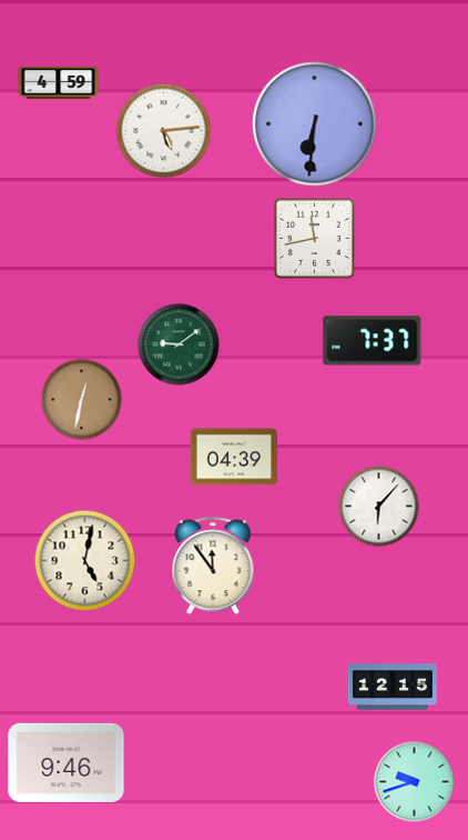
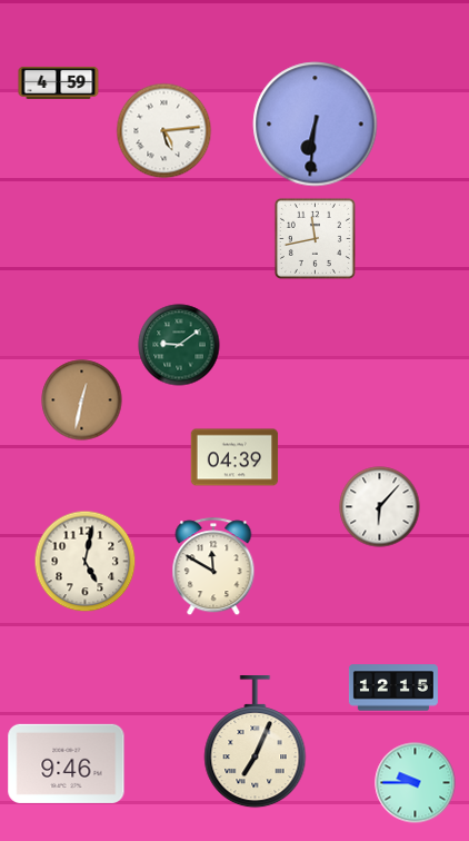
clock at (373, 341): 7:37 -> none
clock at (213, 567): 11:54 -> 11:50
clock at (256, 743): none -> 7:04
clock at (415, 782): 9:42 -> 9:45
